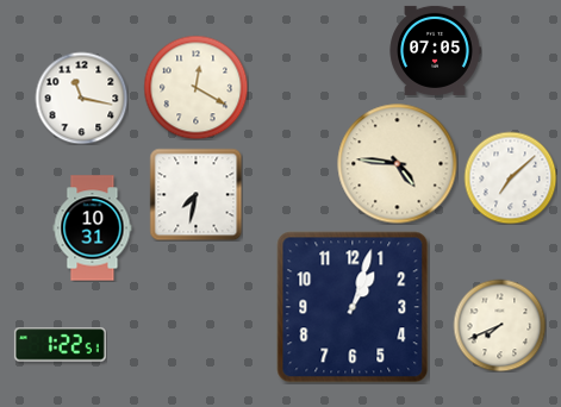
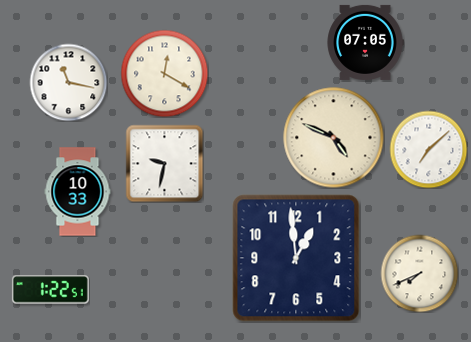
clock at (398, 164): 4:46 -> 4:49
clock at (195, 194): 7:32 -> 9:32
clock at (93, 228): 10:31 -> 10:33
clock at (353, 307): 1:03 -> 12:59
